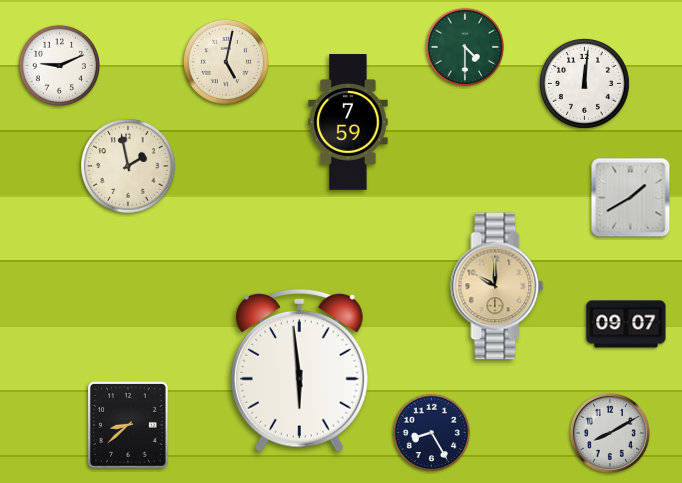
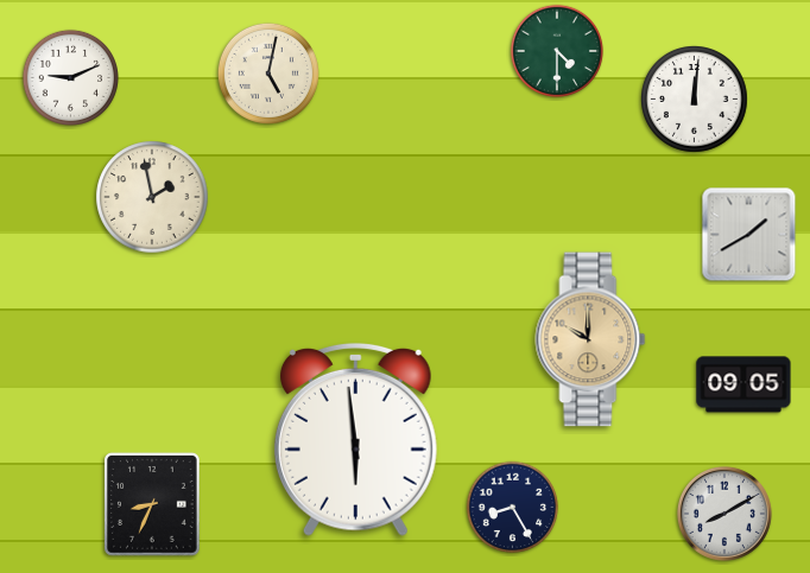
clock at (465, 47) position: (465, 47) -> (557, 51)
clock at (348, 122): 7:59 -> none
clock at (626, 324): 09:07 -> 09:05
clock at (128, 425): 8:38 -> 8:34
clock at (432, 433) position: (432, 433) -> (513, 508)
